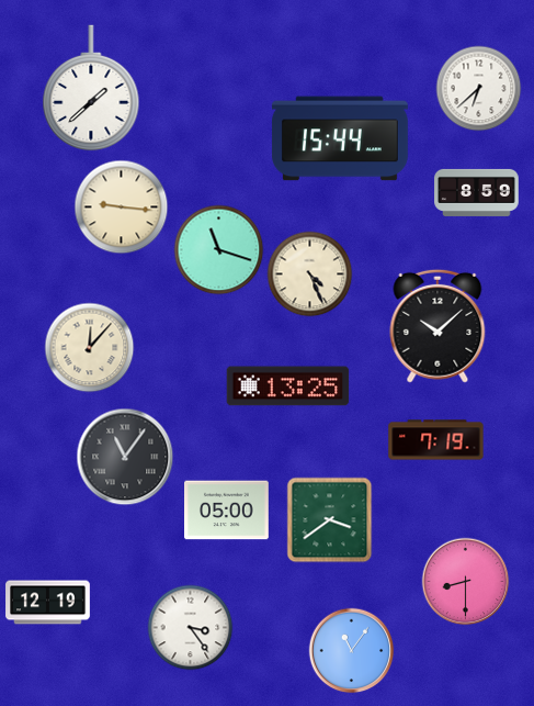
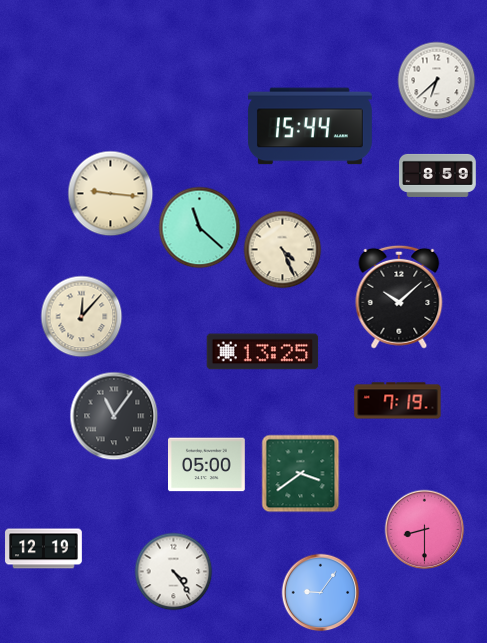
clock at (91, 88): 1:38 -> none
clock at (477, 192) position: (477, 192) -> (438, 175)
clock at (121, 206) position: (121, 206) -> (110, 193)
clock at (218, 249): 11:18 -> 11:22
clock at (190, 627): 3:24 -> 4:24
clock at (351, 650): 11:06 -> 9:06
